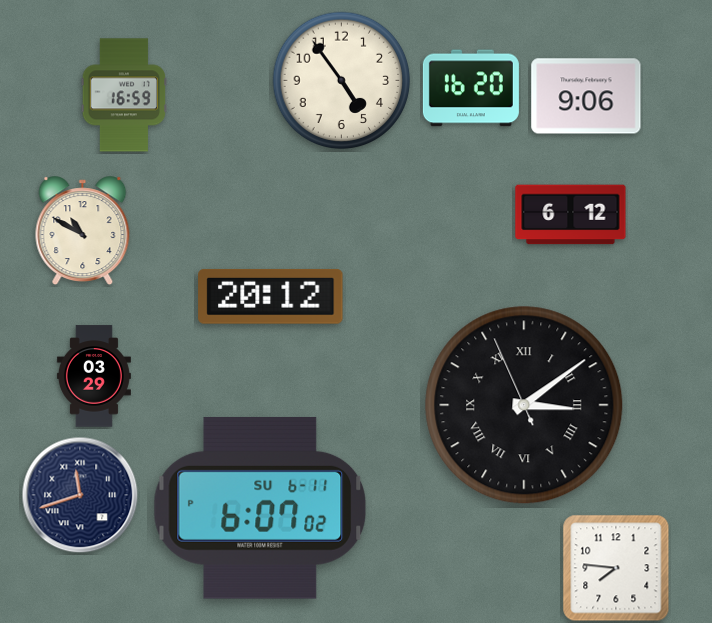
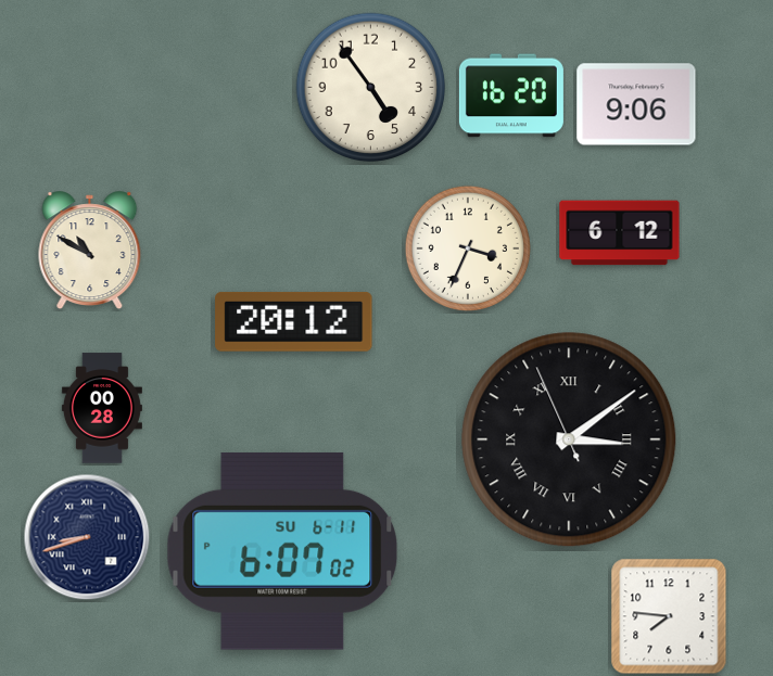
clock at (123, 95): 16:59 -> none
clock at (468, 248): none -> 3:34
clock at (94, 376): 03:29 -> 00:28
clock at (80, 495): 11:42 -> 8:42
